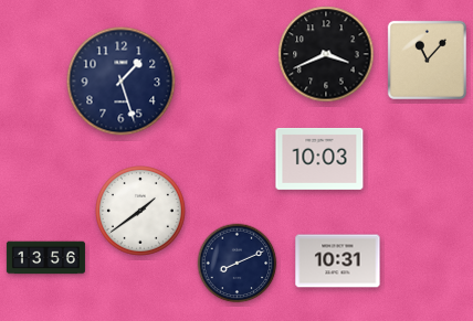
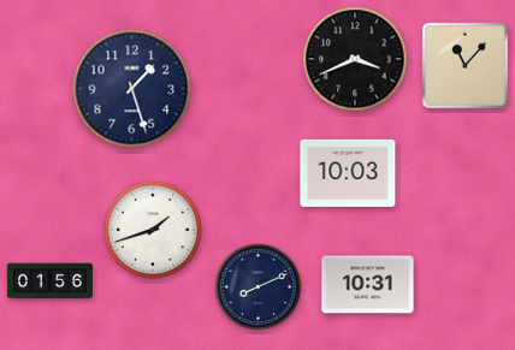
clock at (141, 212): 1:39 -> 1:42
clock at (45, 258): 13:56 -> 01:56
